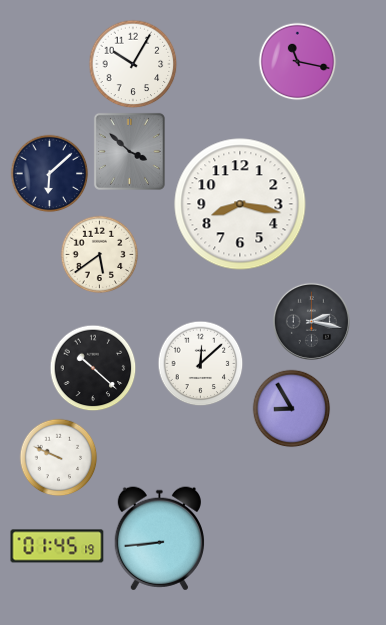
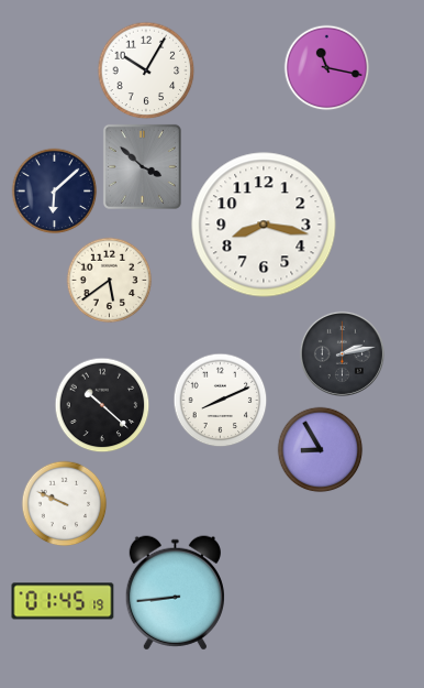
clock at (311, 321): 2:17 -> 2:13
clock at (200, 363): 12:08 -> 8:11
